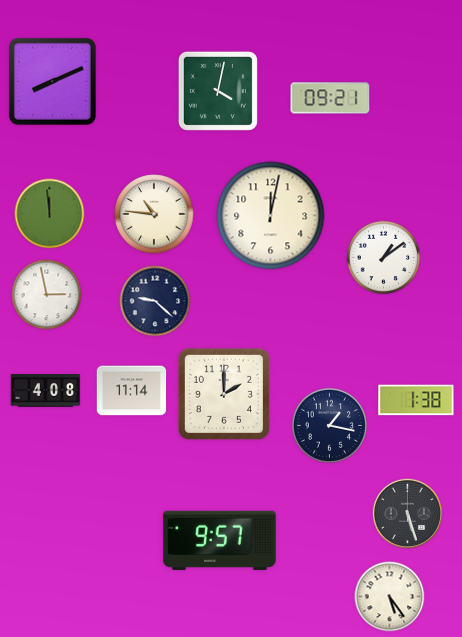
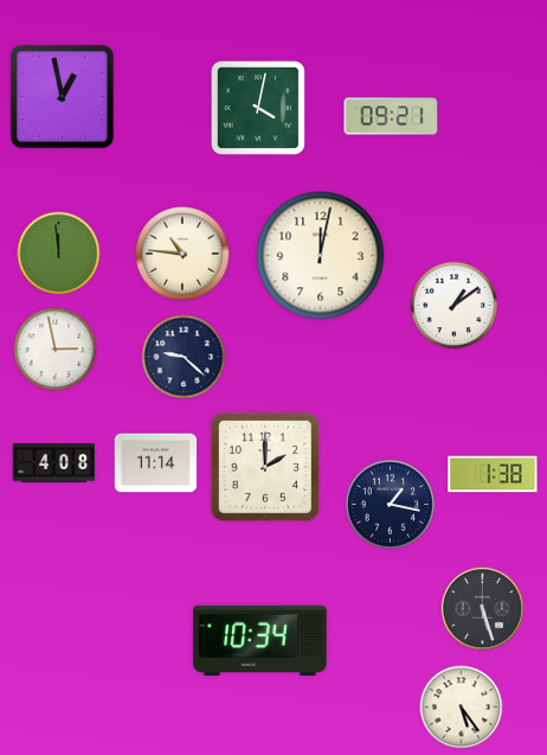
clock at (52, 81): 8:11 -> 12:58
clock at (220, 540): 9:57 -> 10:34
